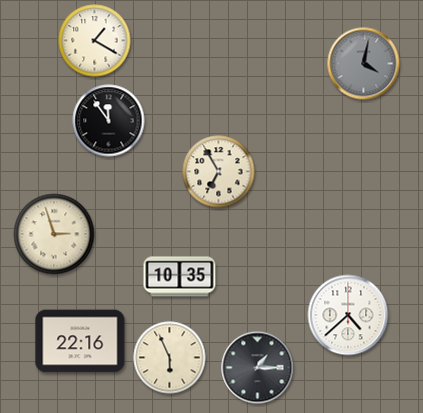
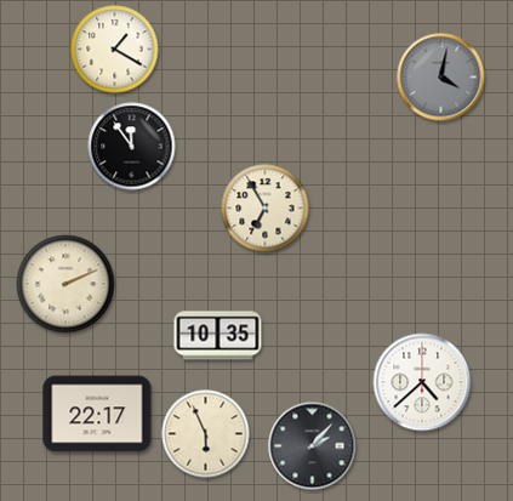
clock at (54, 234): 2:57 -> 2:11
clock at (80, 341): 22:16 -> 22:17
clock at (258, 368): 1:15 -> 2:07
